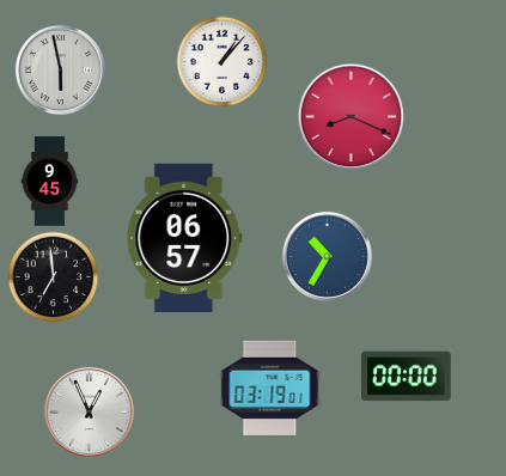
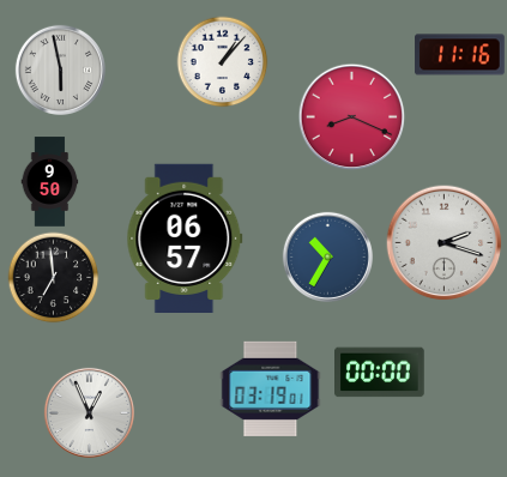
clock at (460, 55): none -> 11:16
clock at (50, 182): 9:45 -> 9:50
clock at (445, 243): none -> 2:18
clock at (407, 377) position: (407, 377) -> (380, 373)
